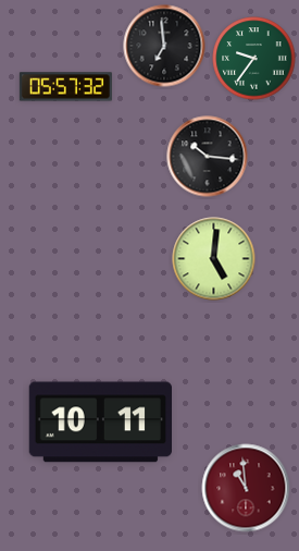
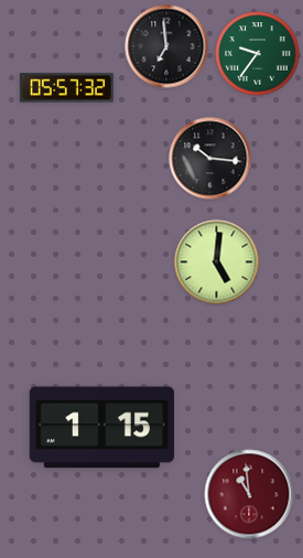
clock at (254, 59) position: (254, 59) -> (258, 54)
clock at (100, 423): 10:11 -> 1:15
